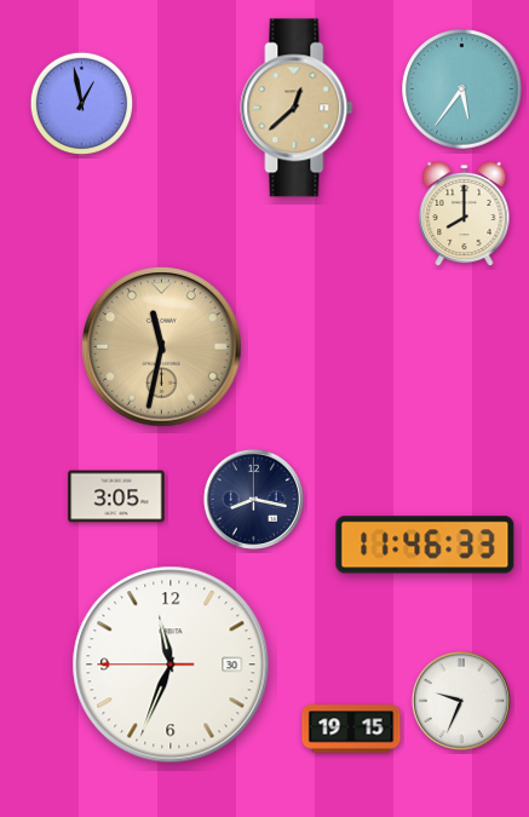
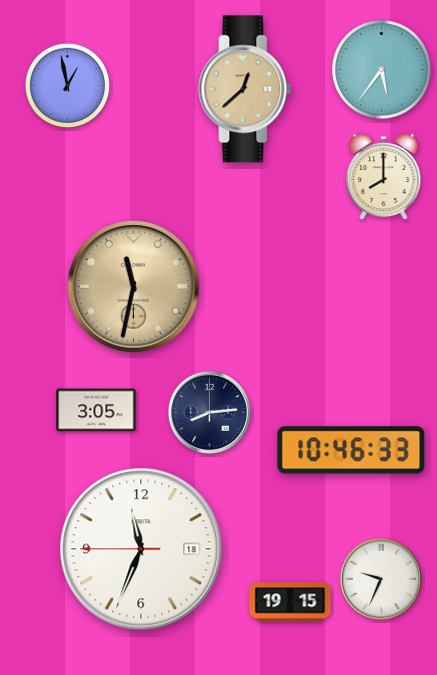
clock at (462, 90) position: (462, 90) -> (382, 70)
clock at (253, 499): 8:17 -> 8:14
clock at (425, 545): 11:46 -> 10:46
clock at (171, 664) date: 30 -> 18
